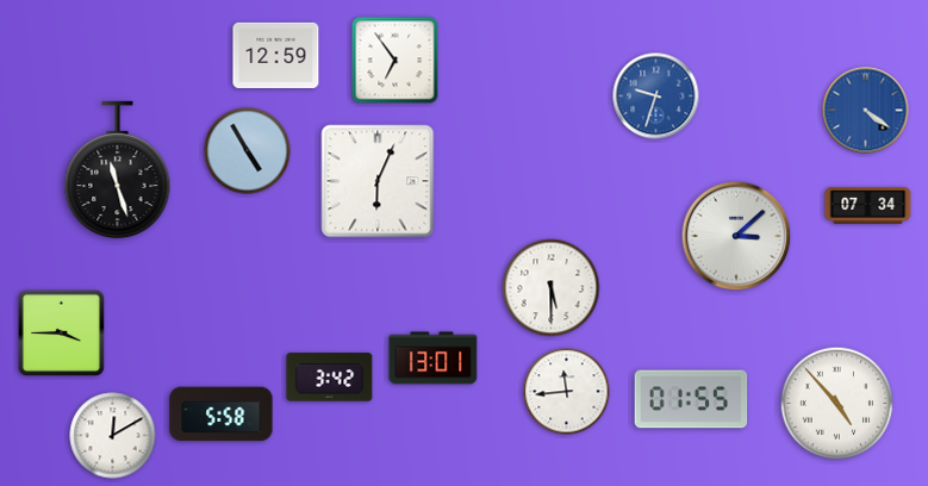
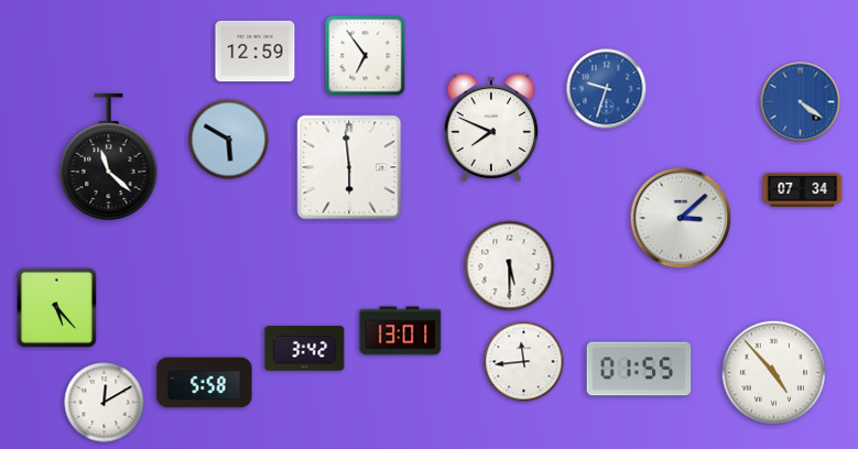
clock at (491, 128): none -> 7:49
clock at (248, 151): 4:55 -> 5:50
clock at (118, 170): 11:27 -> 11:22
clock at (378, 181): 6:04 -> 5:59
clock at (62, 334): 3:45 -> 5:23
